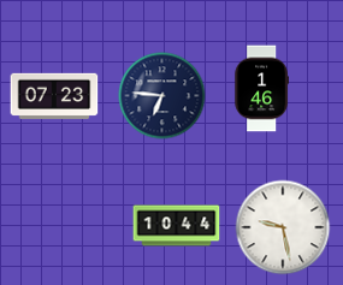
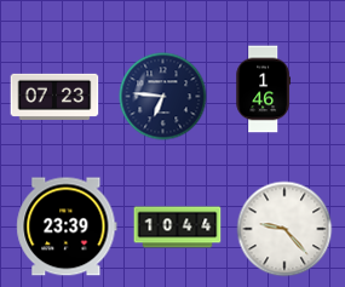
clock at (67, 226): none -> 23:39
clock at (283, 227): 9:28 -> 9:23
